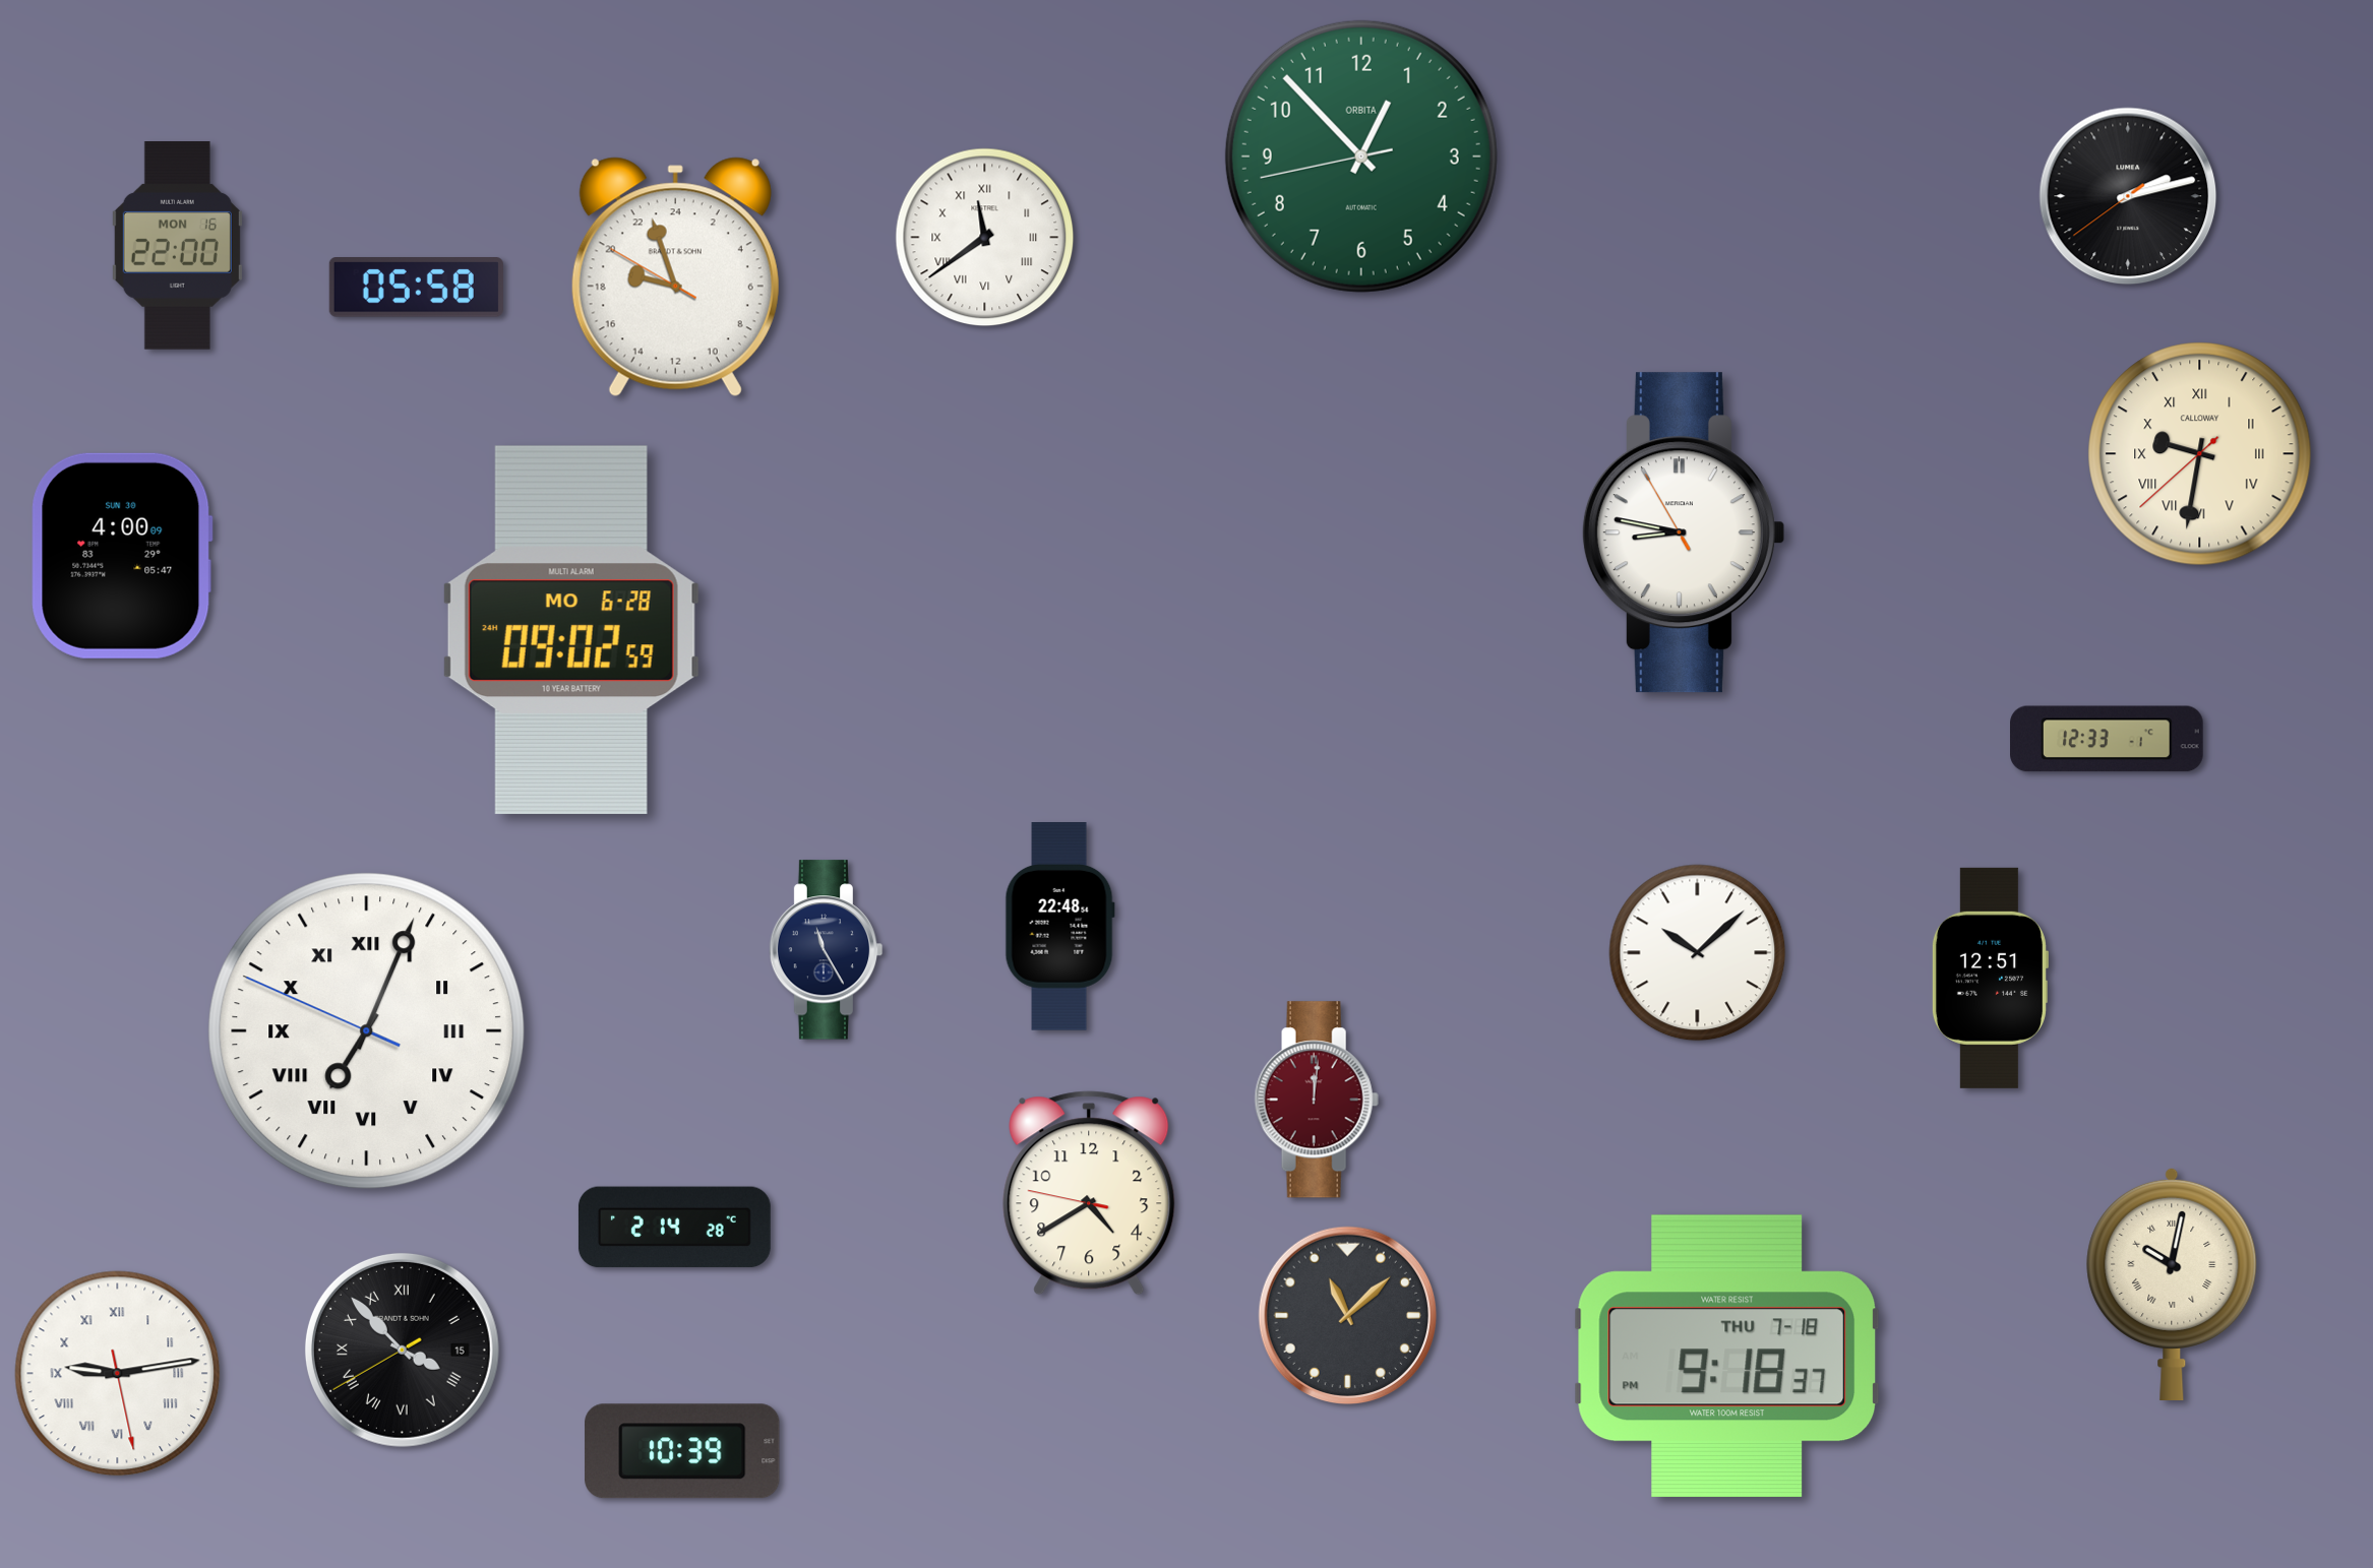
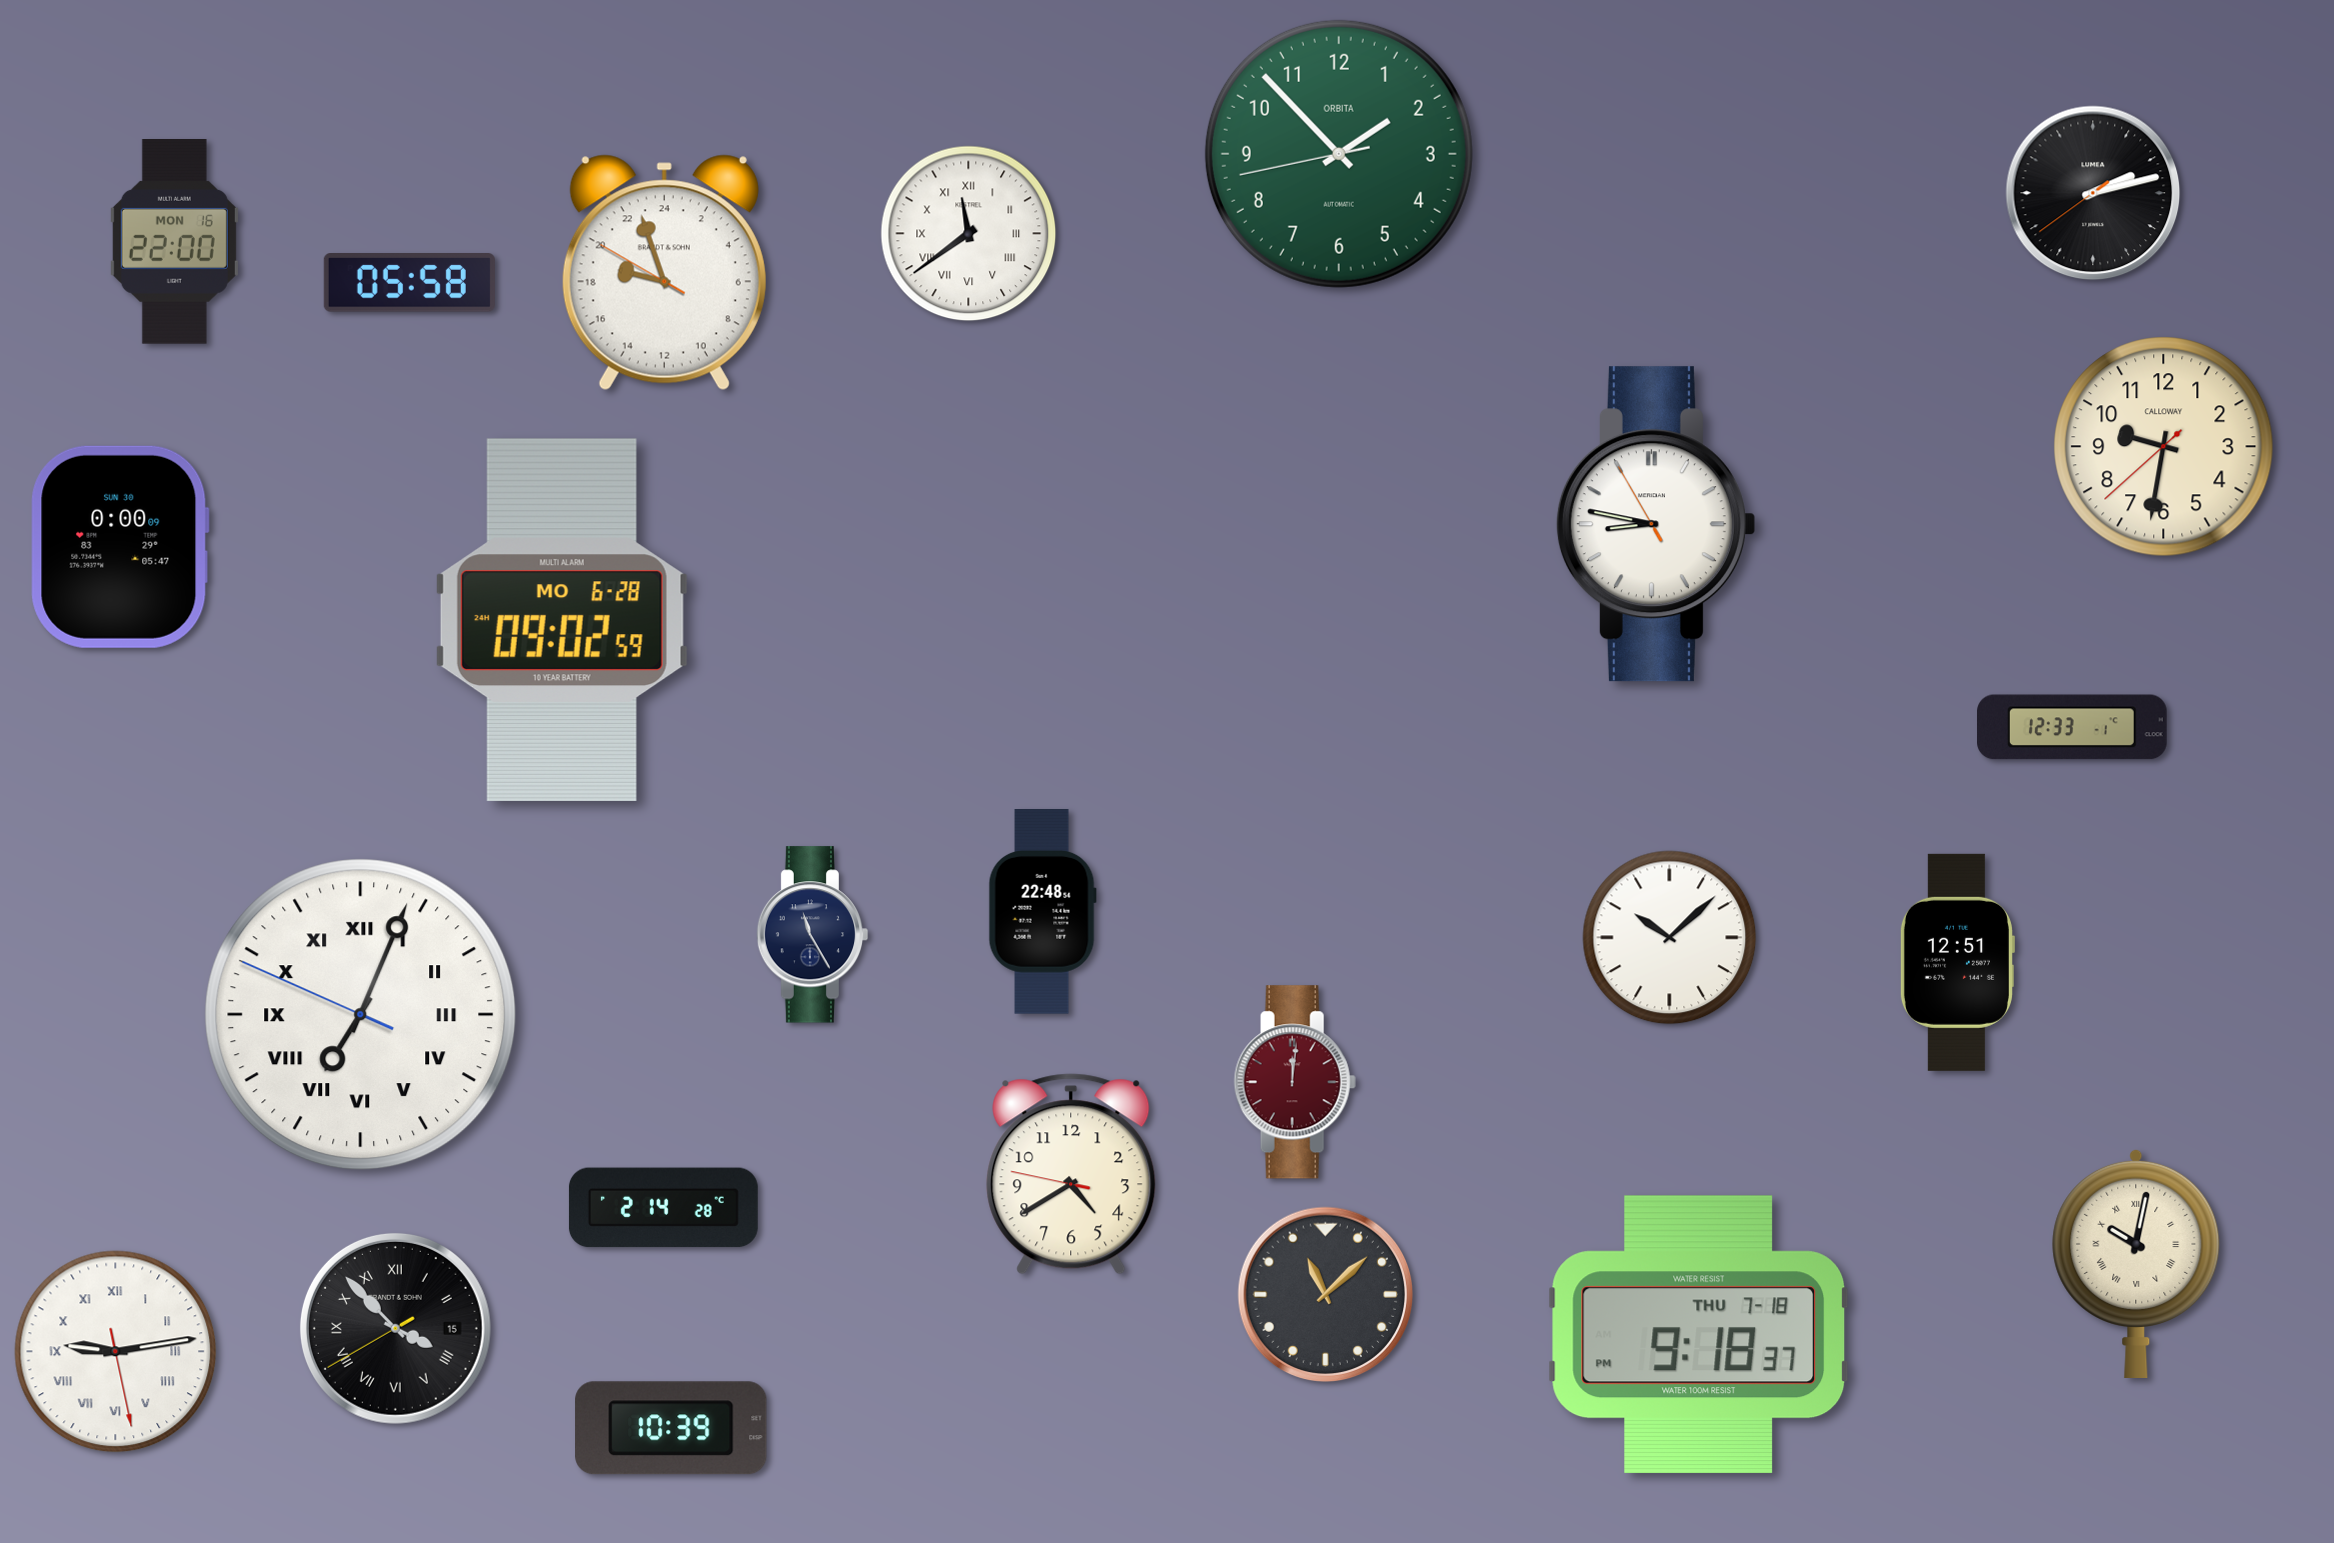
clock at (1361, 156): 12:52 -> 1:52
clock at (2200, 454) numerals: Roman -> Arabic
clock at (122, 556): 4:00 -> 0:00
